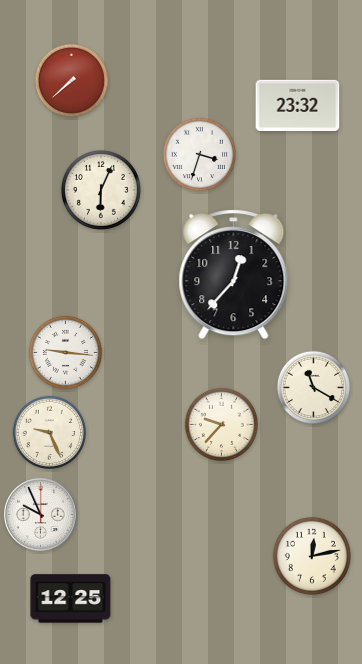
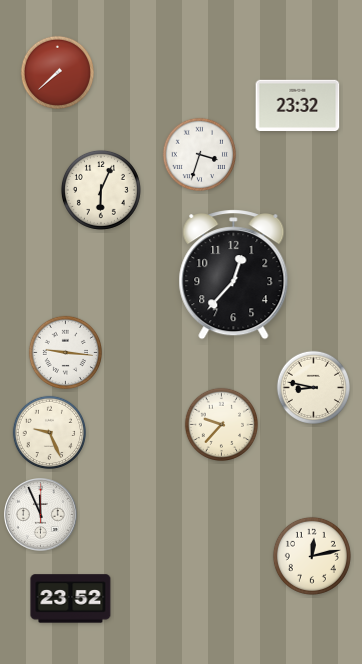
clock at (72, 81) position: (72, 81) -> (58, 73)
clock at (314, 388): 11:20 -> 8:47
clock at (41, 515): 9:56 -> 11:56
clock at (71, 599): 12:25 -> 23:52
